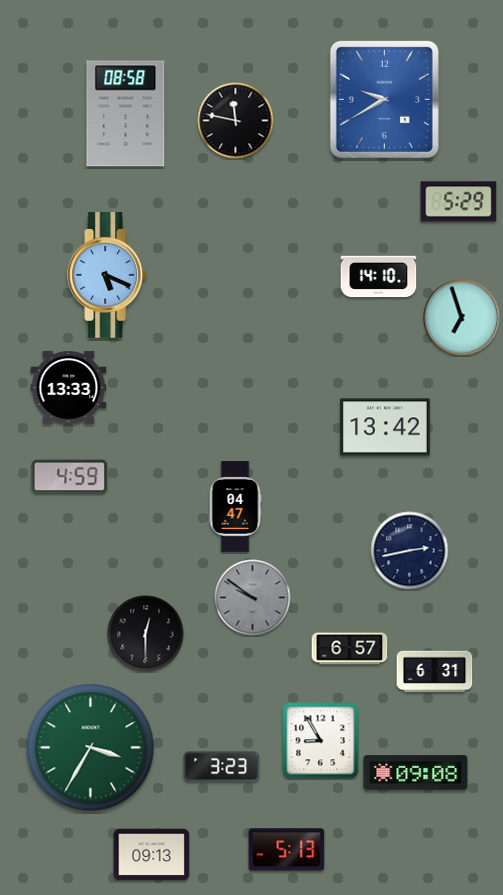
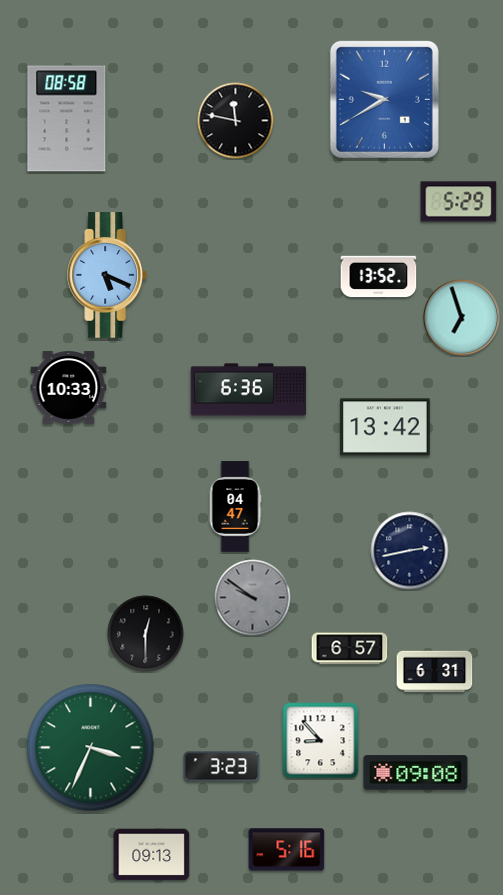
clock at (126, 114) position: (126, 114) -> (67, 119)
clock at (379, 277): 14:10 -> 13:52
clock at (69, 388): 13:33 -> 10:33
clock at (249, 390): none -> 6:36
clock at (70, 477): 4:59 -> none
clock at (321, 741): 8:55 -> 8:53
clock at (91, 748): 3:35 -> 3:34
clock at (287, 850): 5:13 -> 5:16
